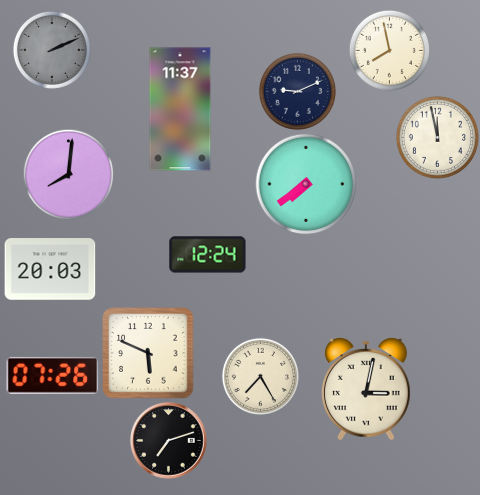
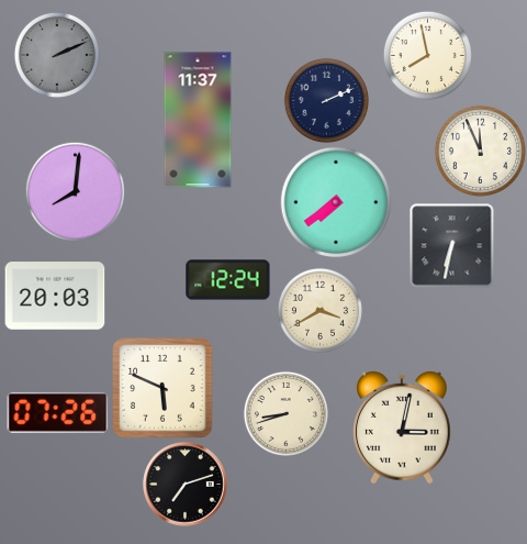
clock at (297, 91): 9:11 -> 2:11
clock at (437, 137): 11:58 -> 11:56
clock at (452, 246): none -> 6:32
clock at (319, 310): none -> 3:40
clock at (260, 376): 7:25 -> 8:42
